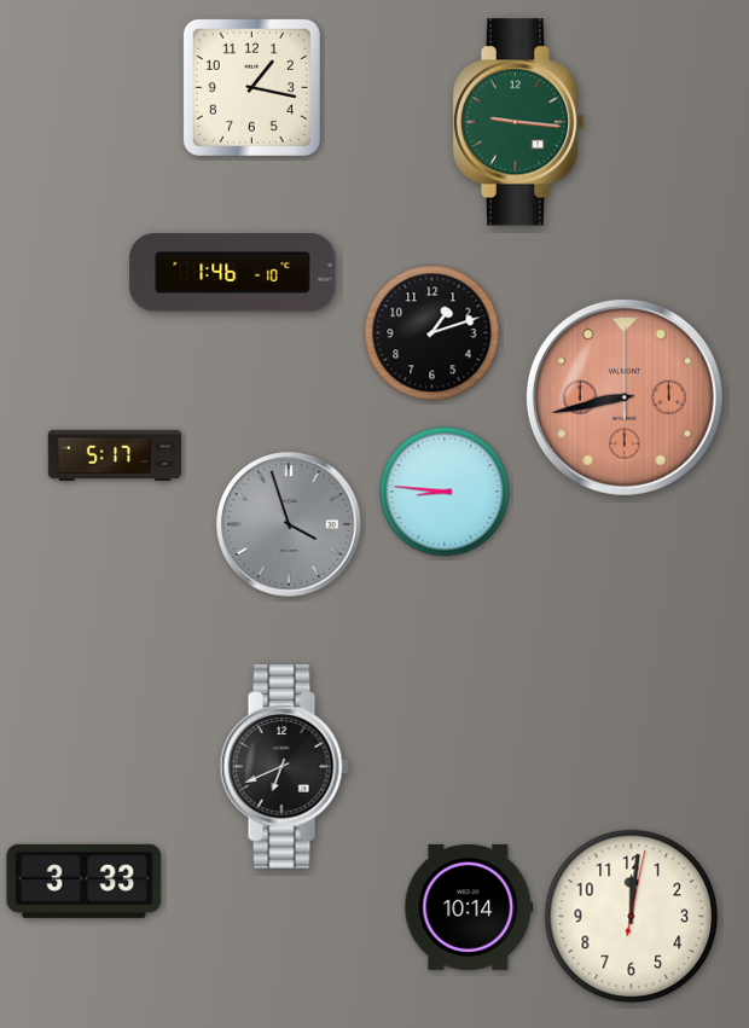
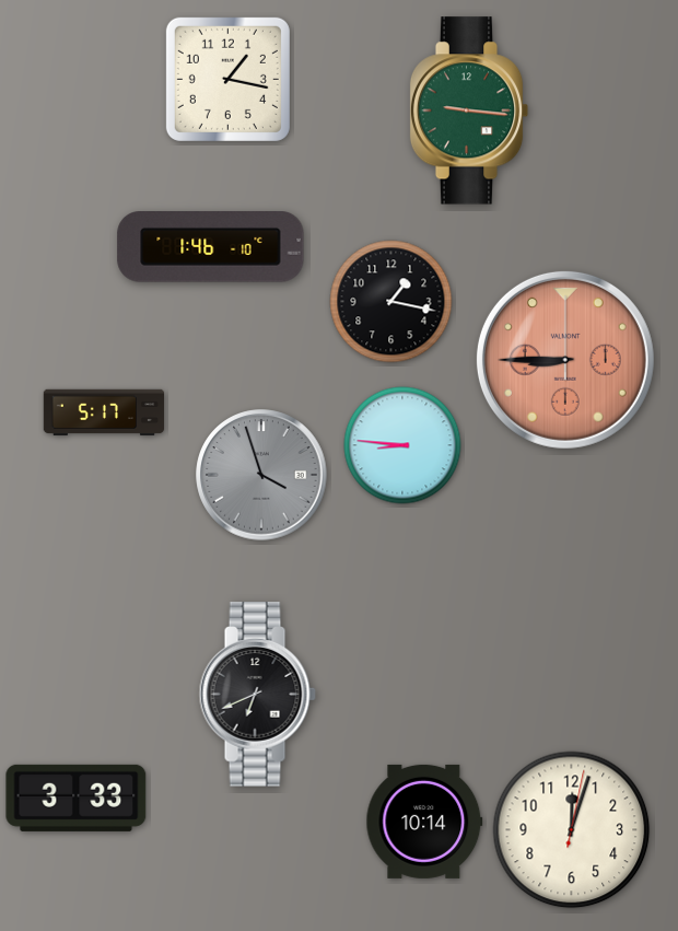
clock at (432, 333): 1:12 -> 1:17
clock at (625, 397): 8:43 -> 8:45
clock at (632, 917): 12:01 -> 12:03
